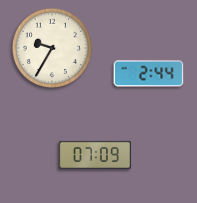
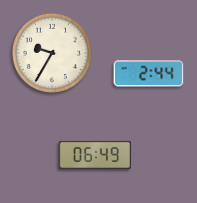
clock at (52, 48) position: (52, 48) -> (52, 53)
clock at (94, 155): 07:09 -> 06:49
